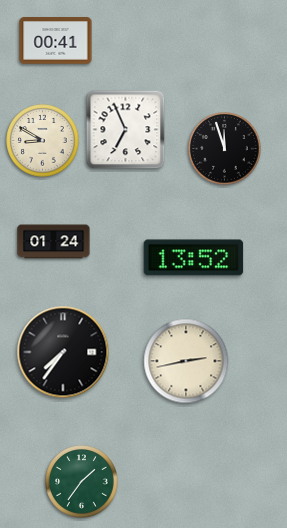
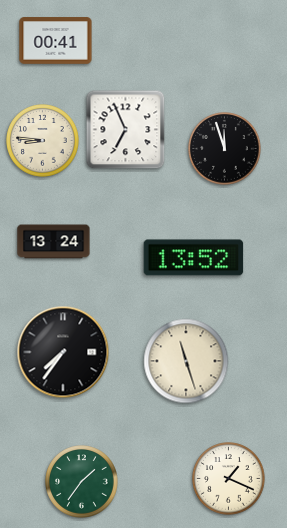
clock at (43, 141): 8:50 -> 8:46
clock at (54, 242): 01:24 -> 13:24
clock at (186, 361): 2:43 -> 11:27
clock at (229, 479): none -> 1:19
